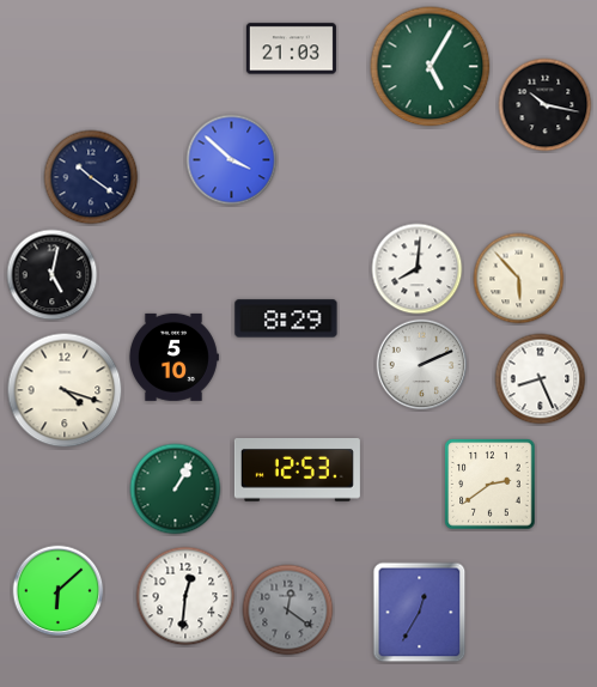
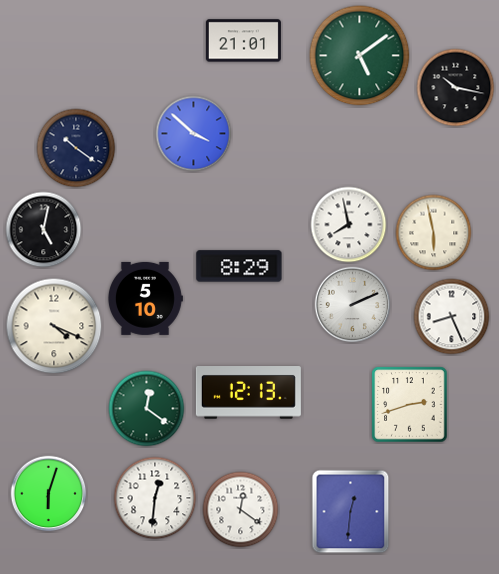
clock at (291, 49): 21:03 -> 21:01
clock at (431, 67): 5:05 -> 5:09
clock at (418, 269): 8:01 -> 7:58
clock at (519, 279): 5:53 -> 5:58
clock at (65, 390): 4:18 -> 4:19
clock at (297, 470): 12:53 -> 12:13
clock at (491, 485): 2:39 -> 2:42
clock at (176, 490): 1:05 -> 12:21
clock at (59, 591): 6:08 -> 6:03
clock at (288, 610) dial: grey -> white
clock at (420, 613): 12:35 -> 12:31
